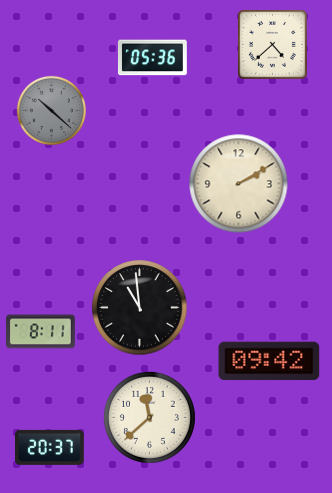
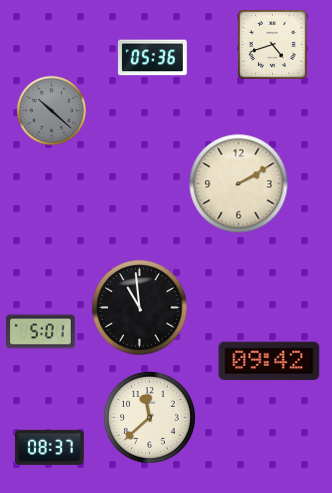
clock at (273, 45): 4:38 -> 4:42
clock at (41, 332): 8:11 -> 5:01
clock at (49, 447): 20:37 -> 08:37
